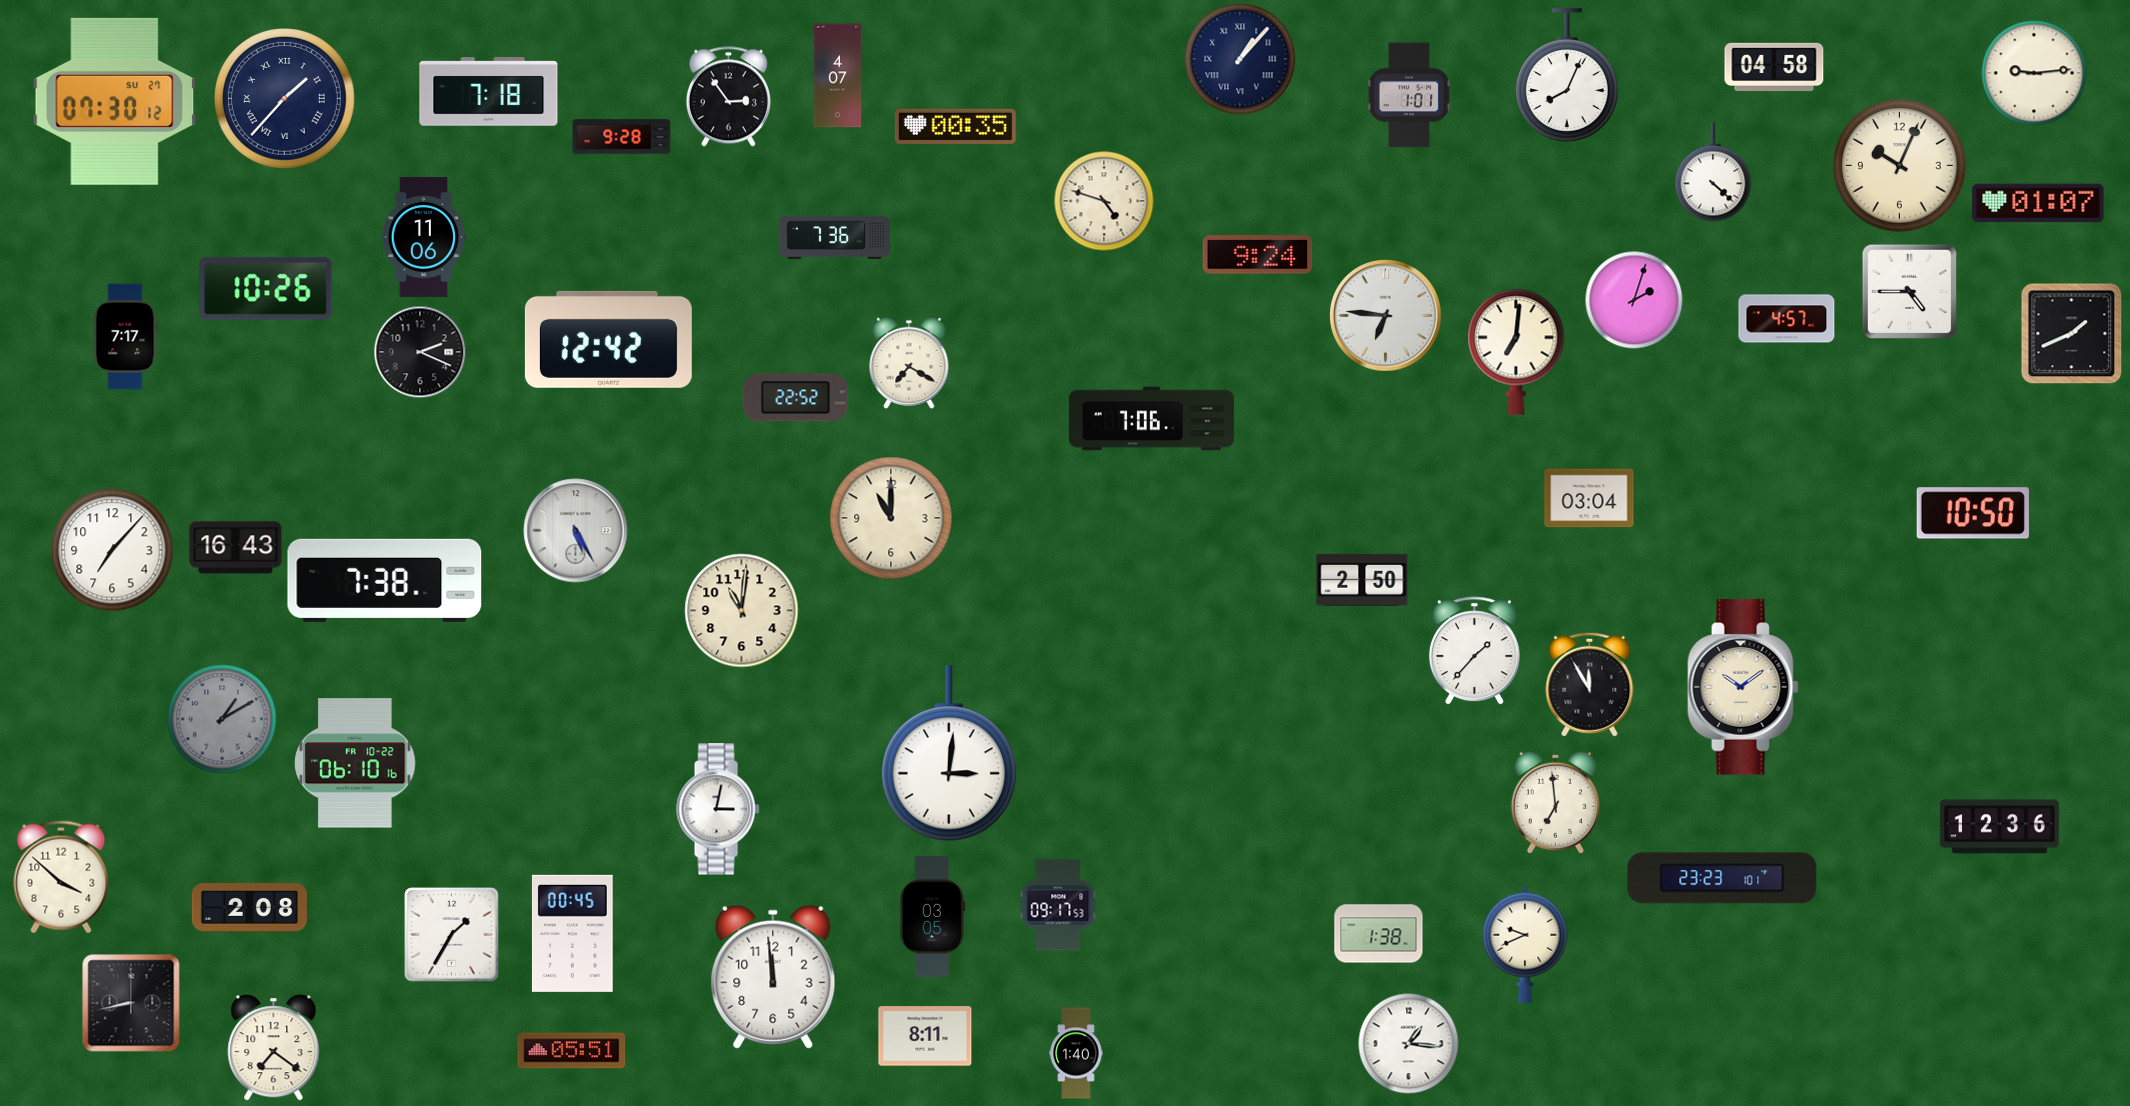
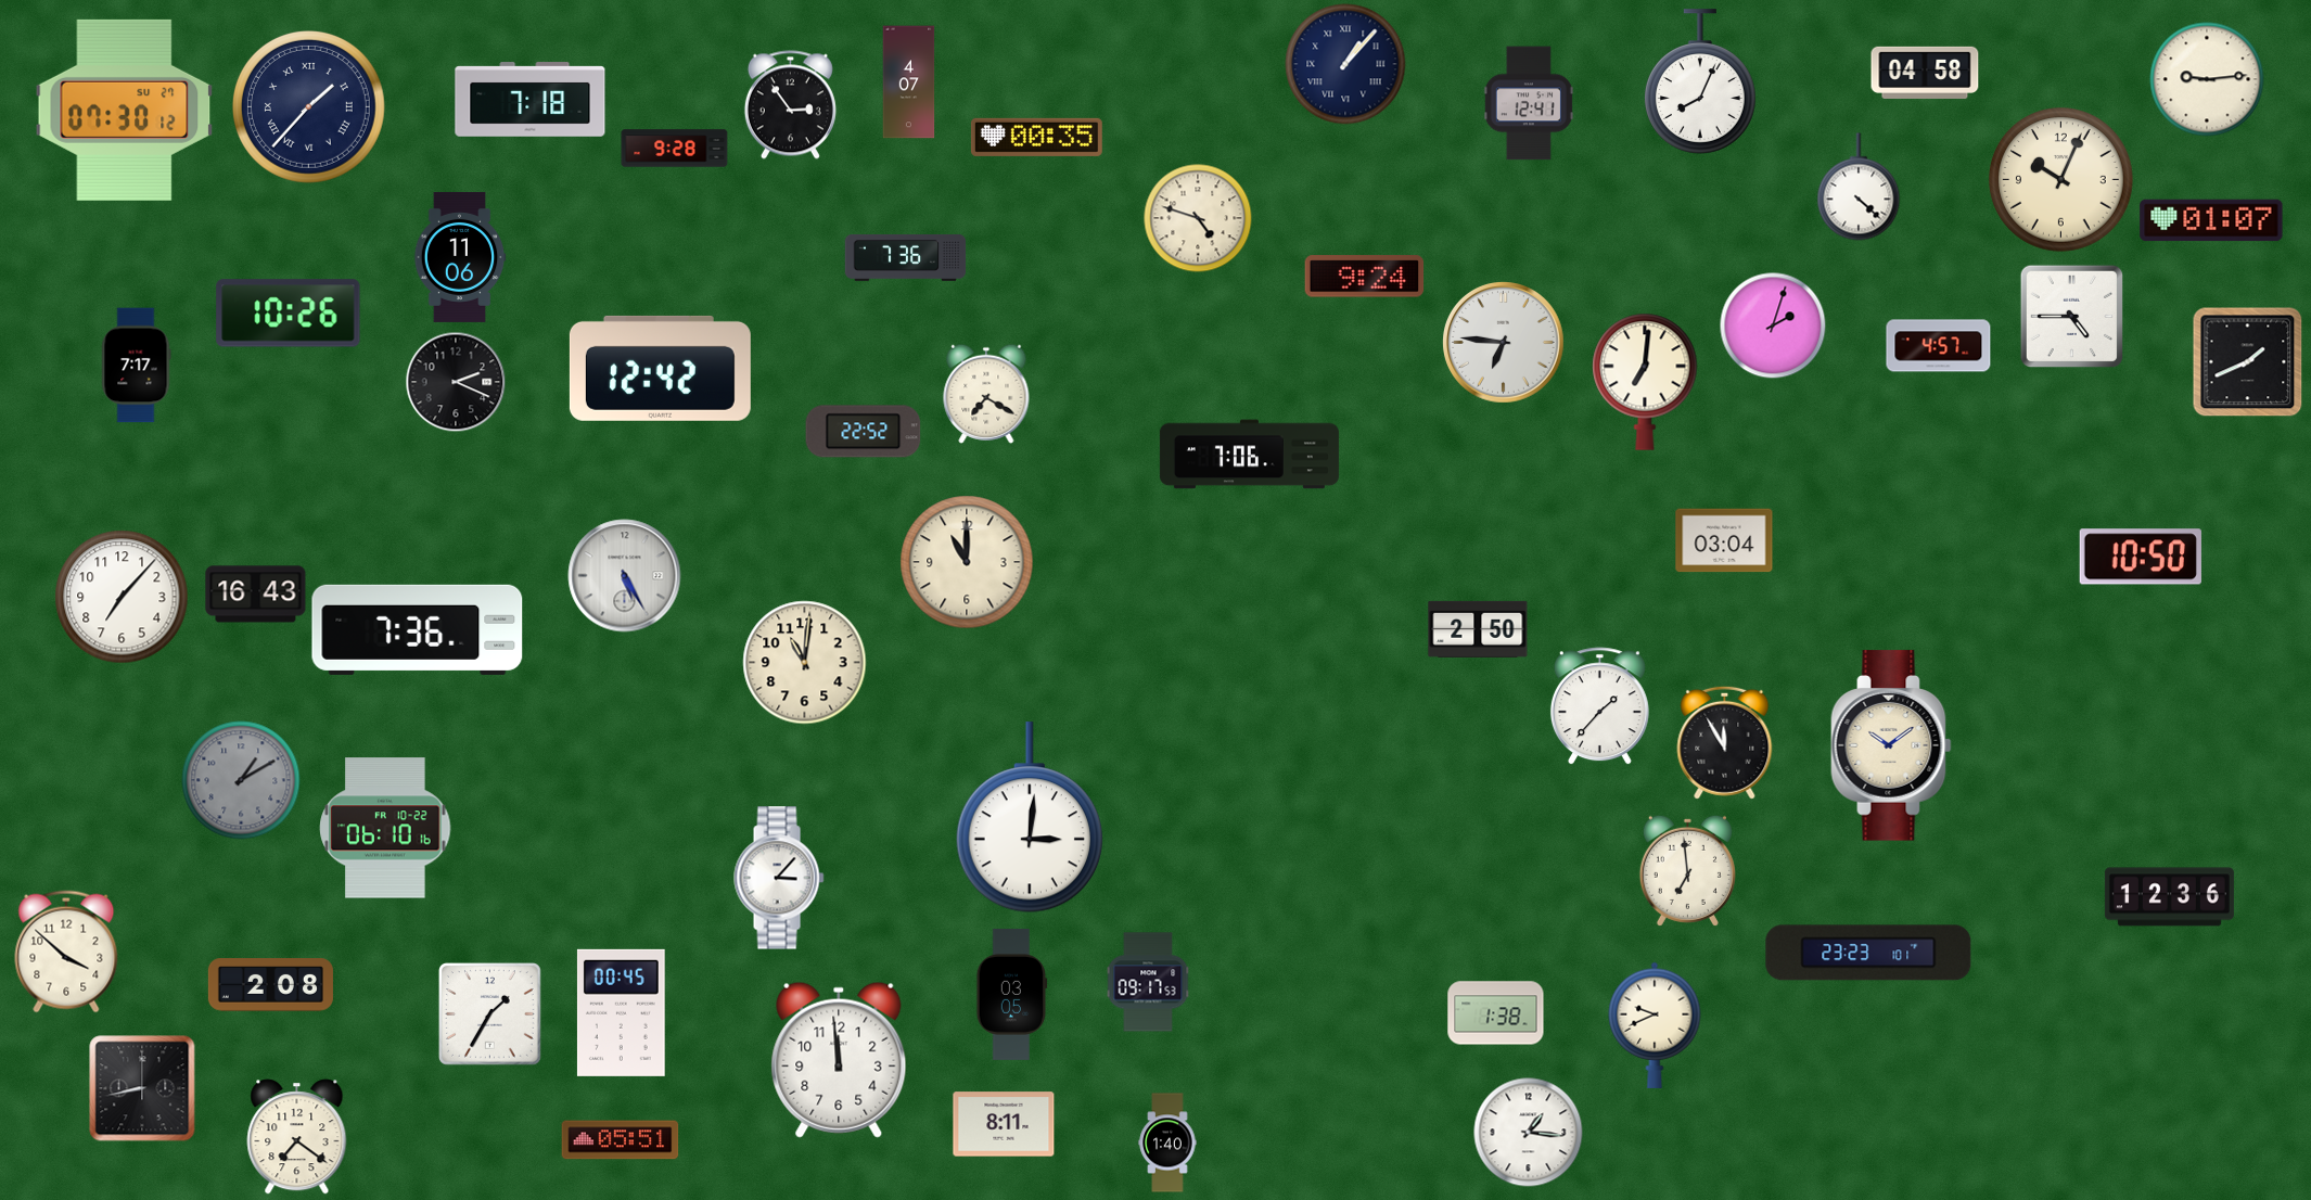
clock at (1409, 95): 1:01 -> 12:41
clock at (385, 580): 7:38 -> 7:36
clock at (718, 809): 3:02 -> 3:07
